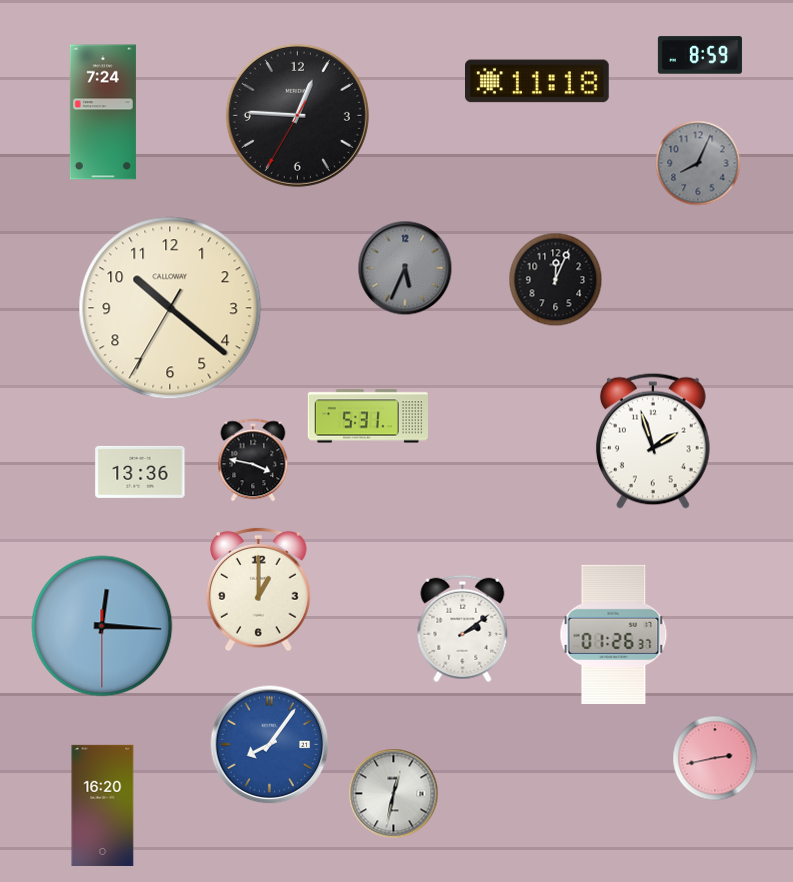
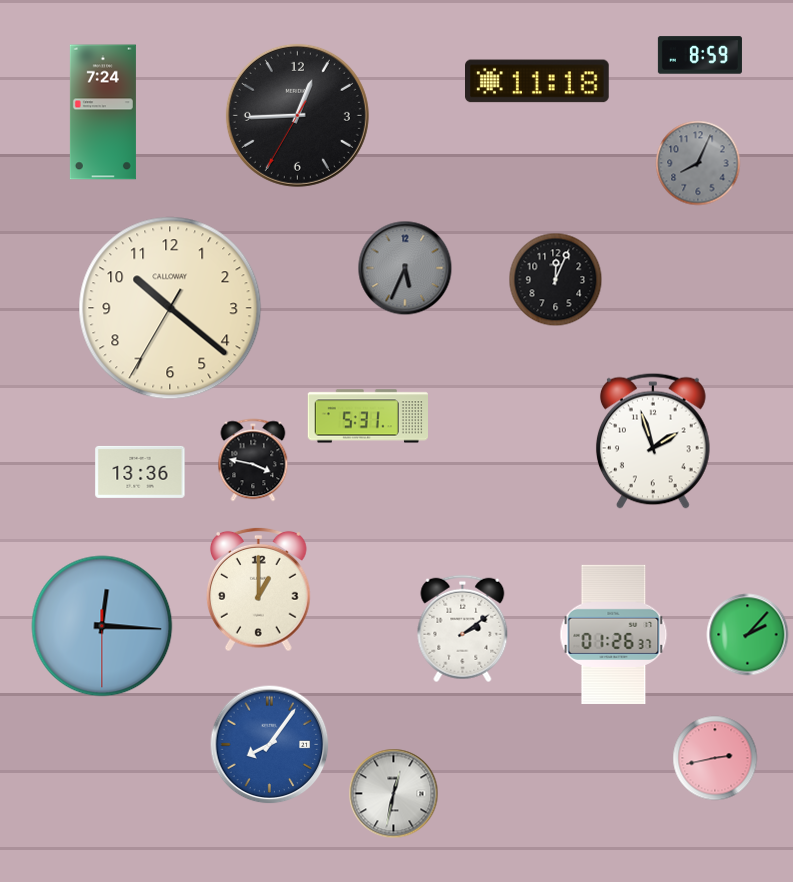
clock at (297, 115): 12:45 -> 12:44
clock at (748, 635): none -> 2:07
clock at (103, 805): 16:20 -> none
